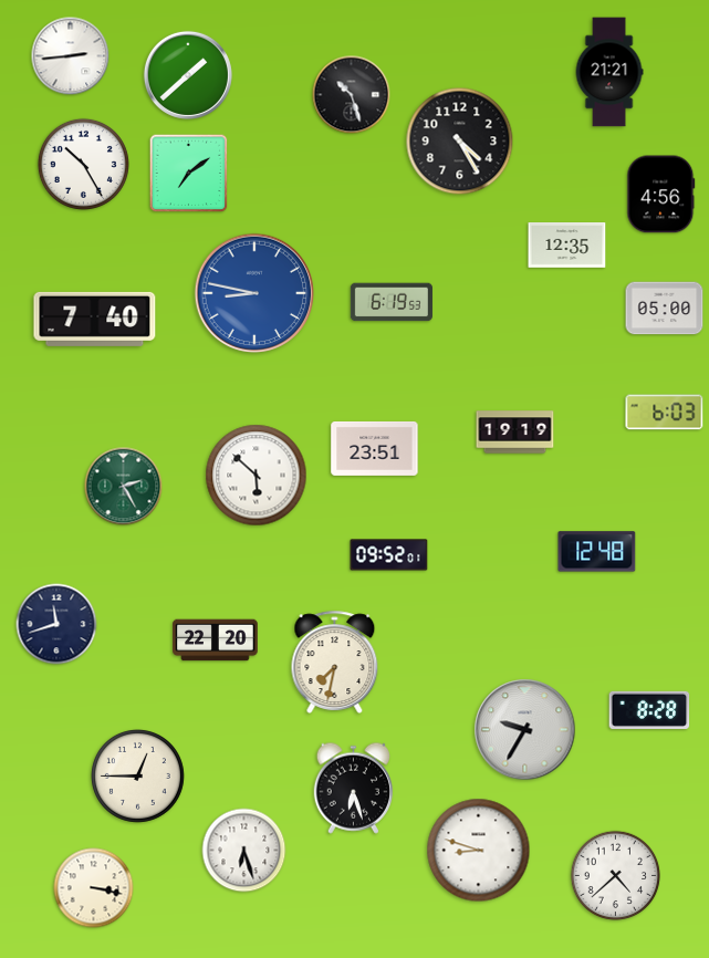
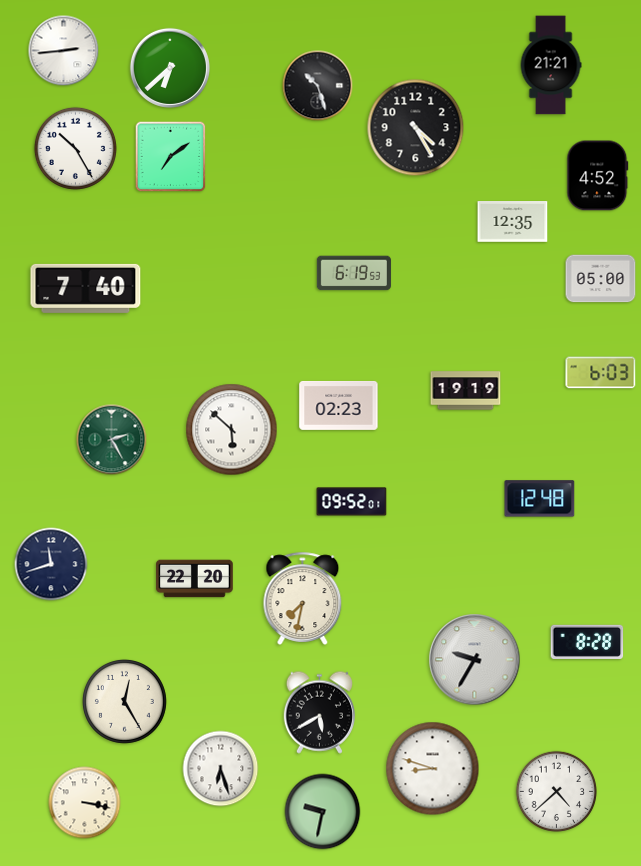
clock at (188, 75): 1:38 -> 6:38
clock at (661, 195): 4:56 -> 4:52
clock at (254, 293): 8:47 -> none
clock at (375, 448): 23:51 -> 02:23
clock at (137, 775): 12:45 -> 12:25
clock at (353, 788): 6:27 -> 5:40
clock at (323, 812): none -> 9:32
